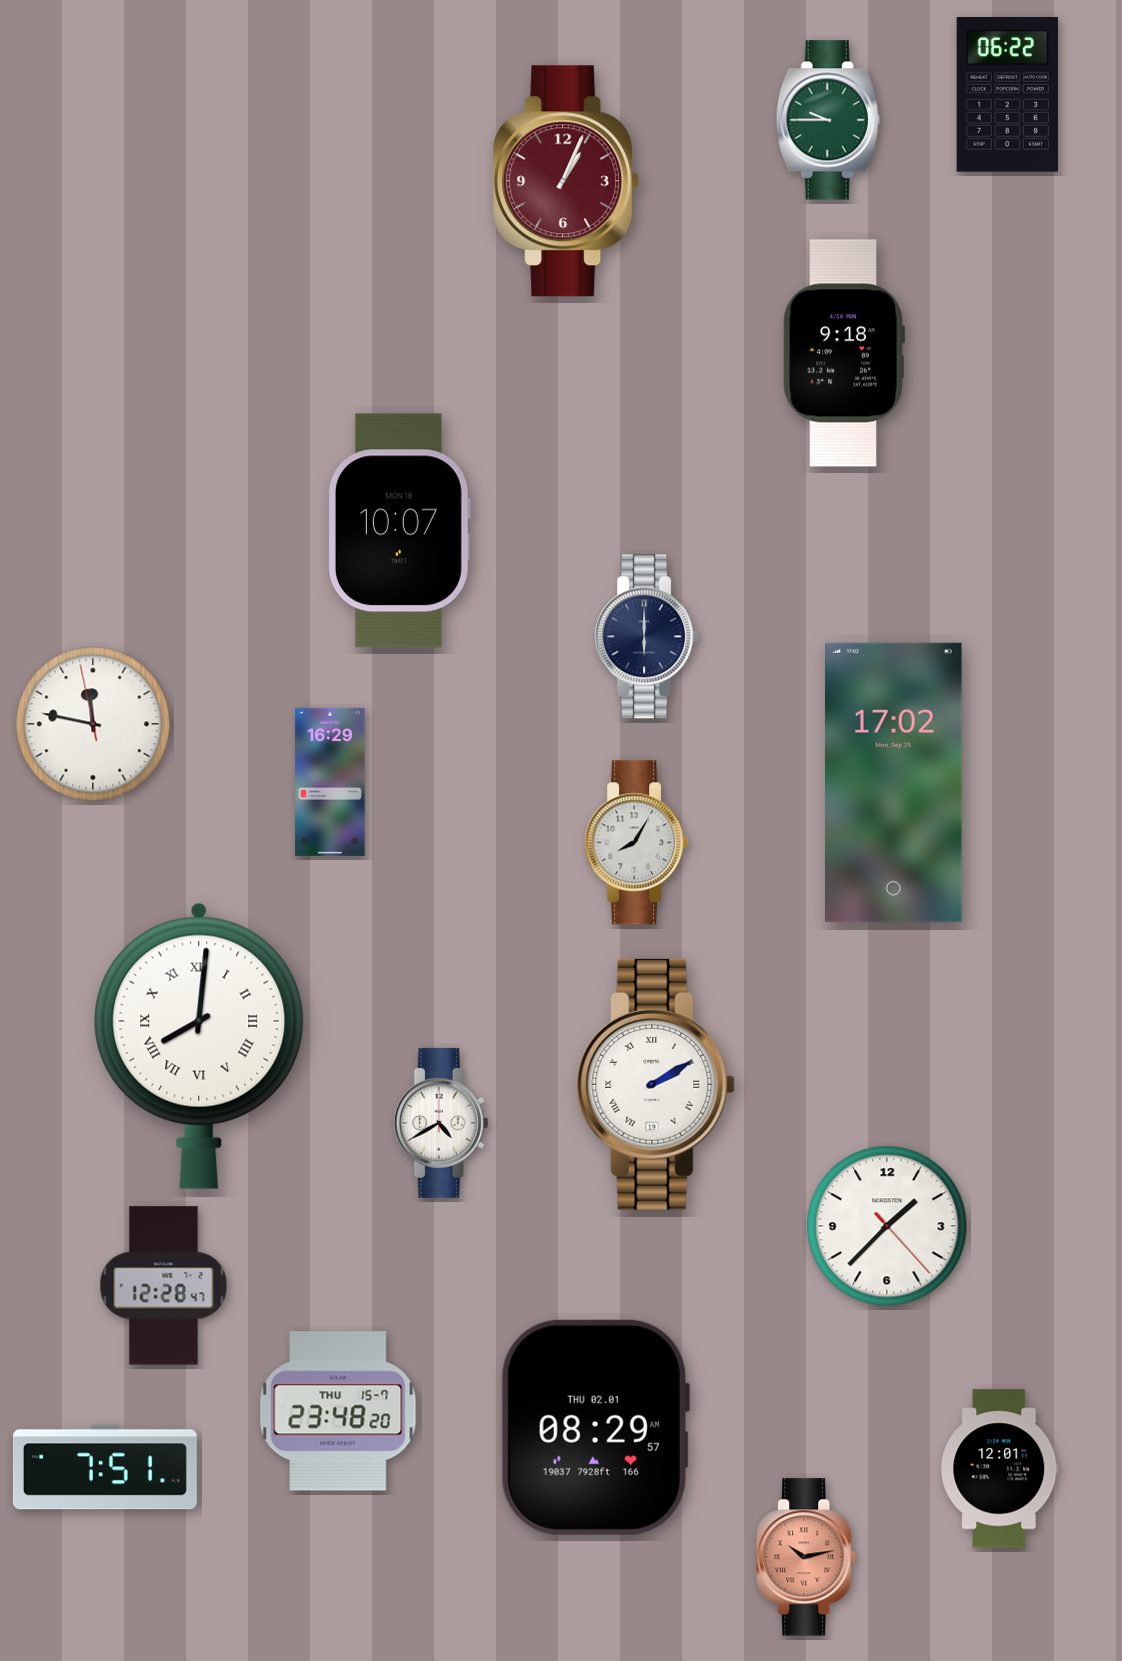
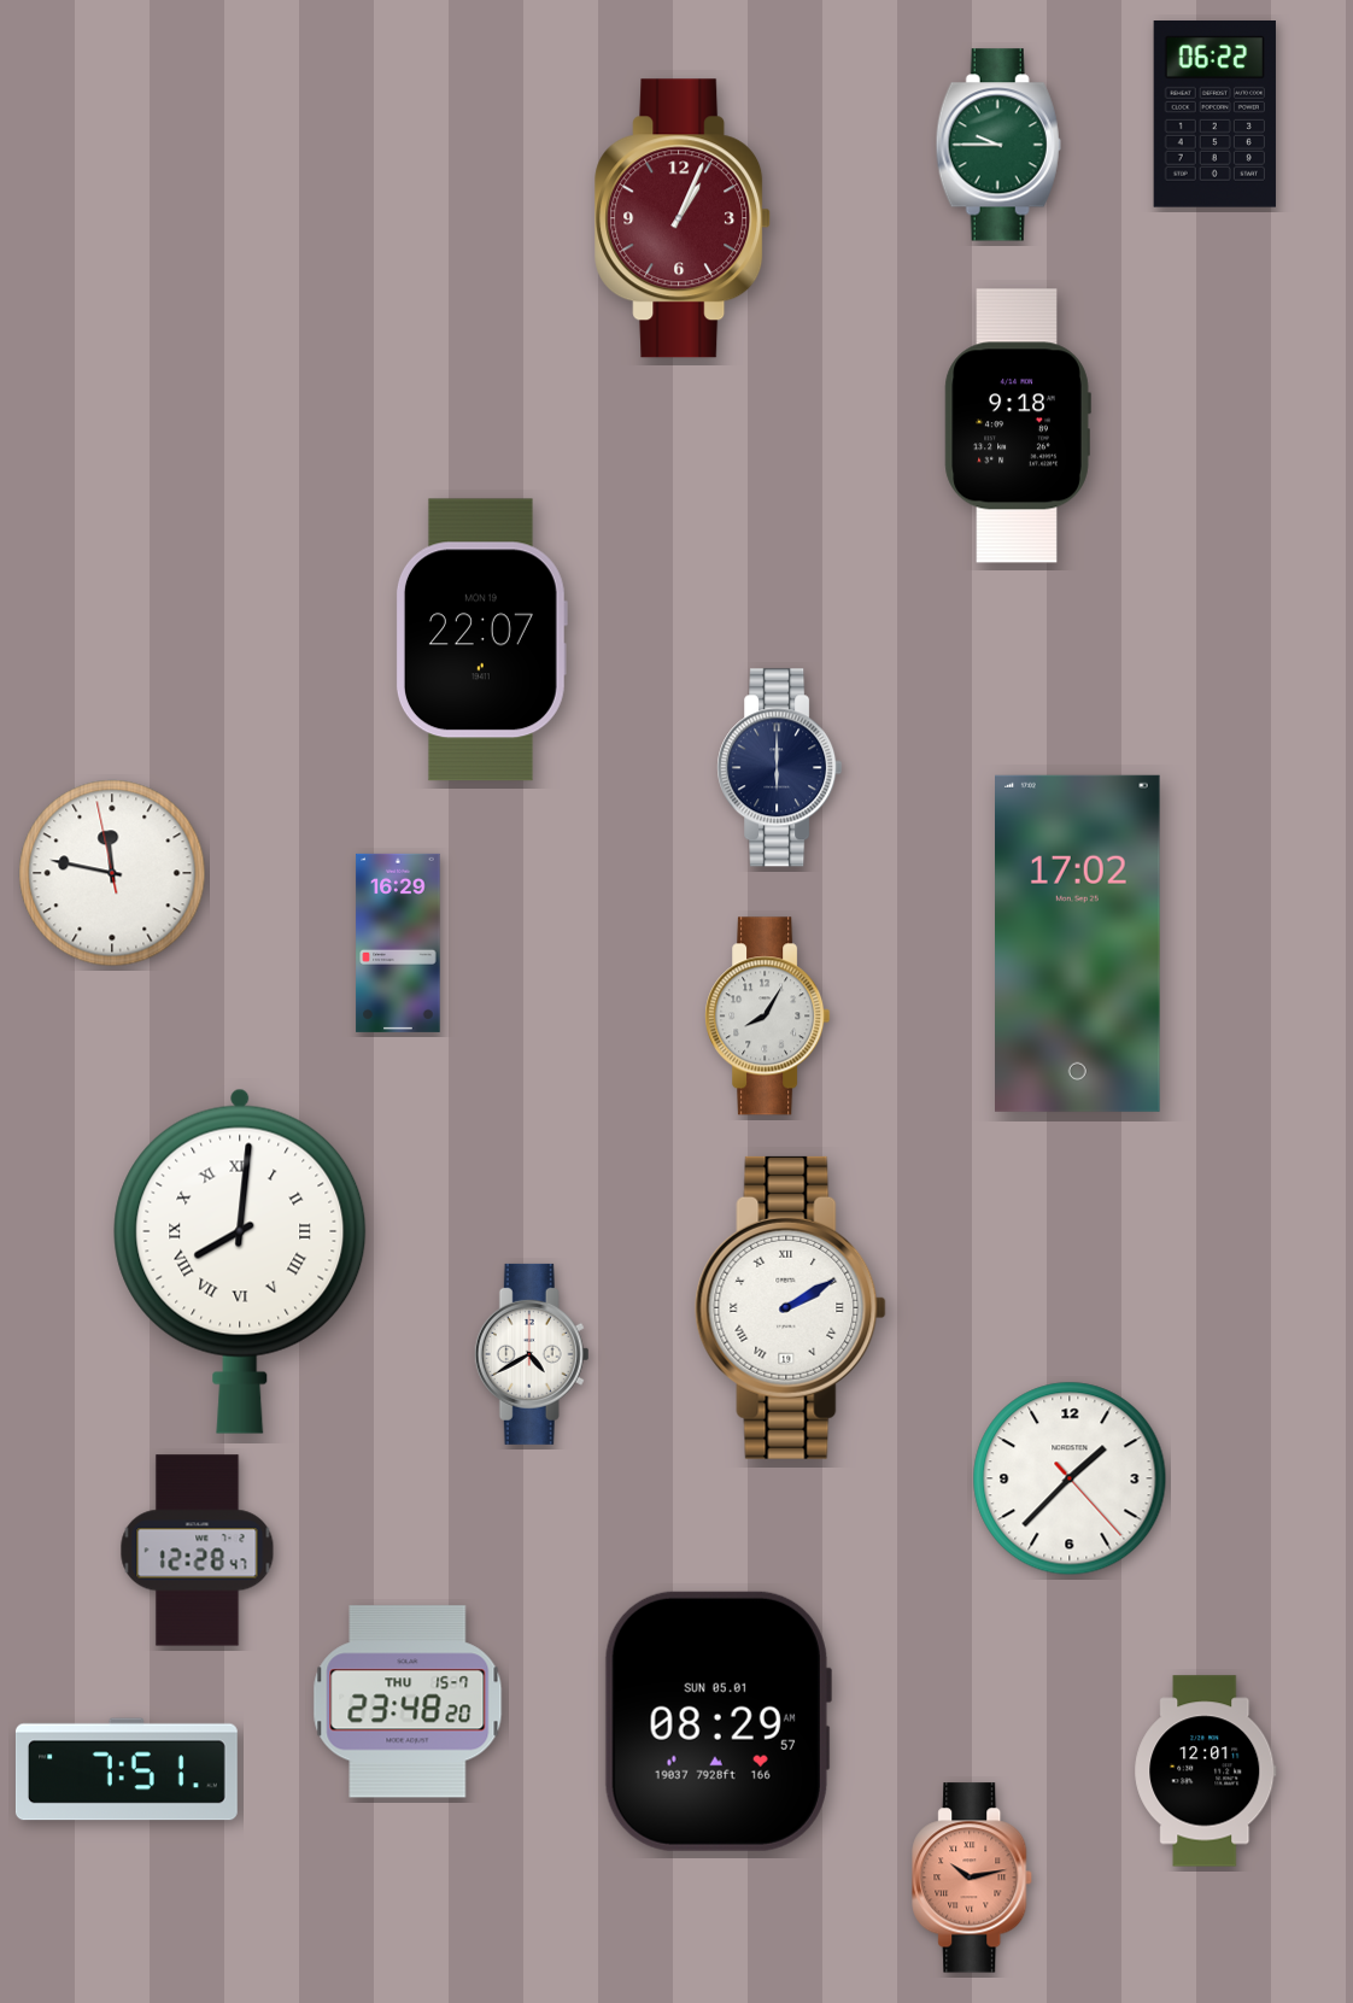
clock at (399, 531): 10:07 -> 22:07
clock at (595, 1427) date: THU 02.01 -> SUN 05.01
